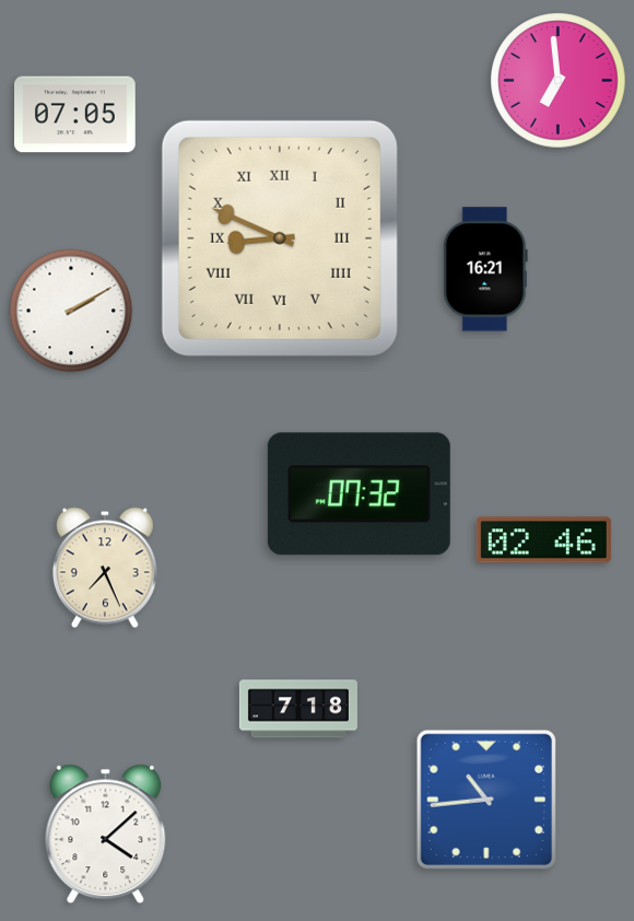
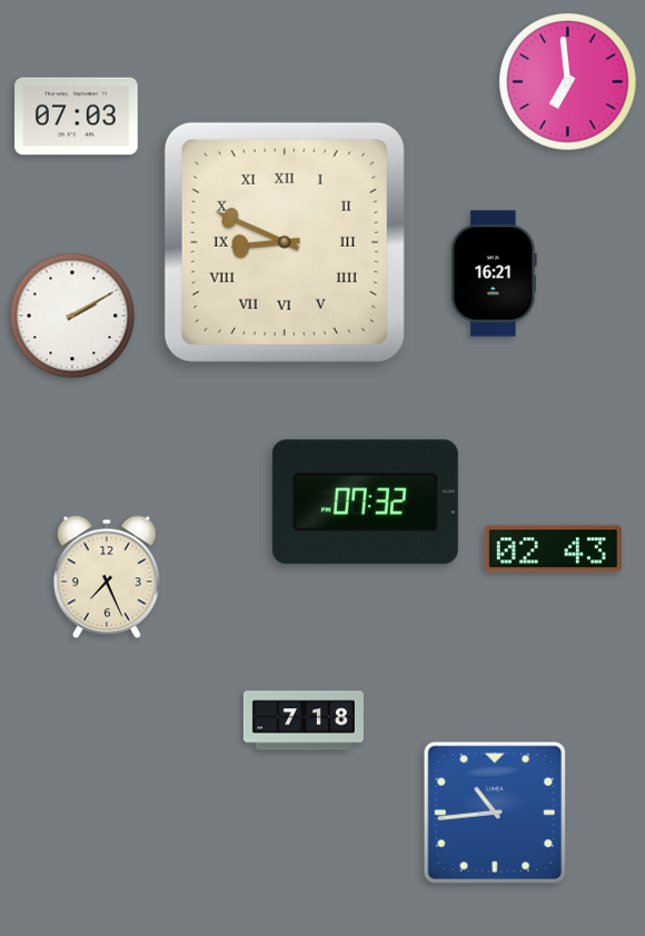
clock at (75, 115): 07:05 -> 07:03
clock at (543, 540): 02:46 -> 02:43
clock at (106, 835): 4:08 -> none
